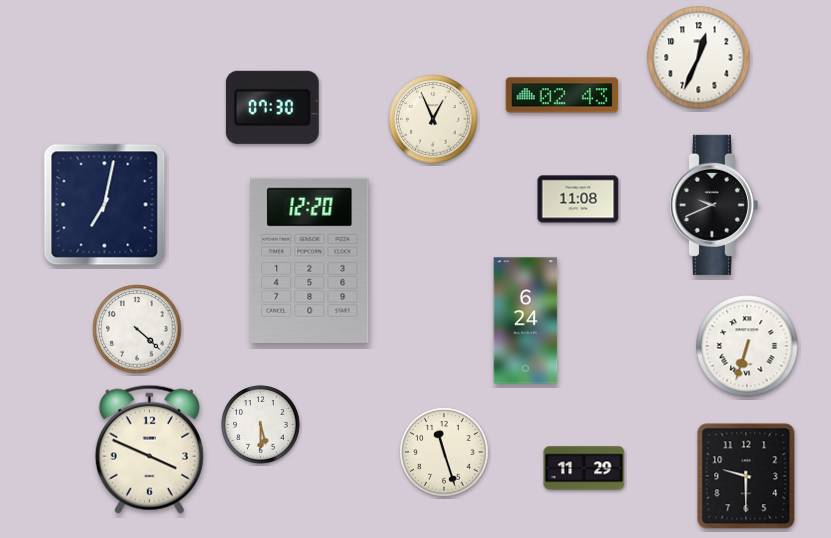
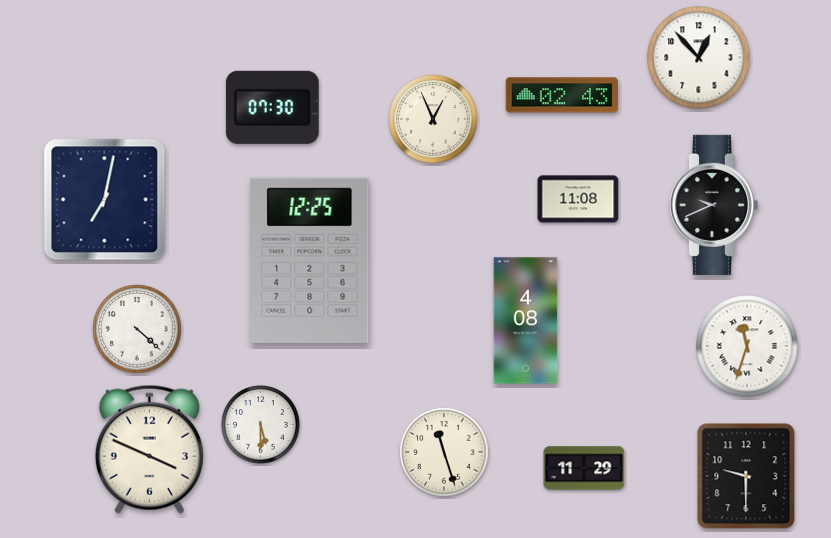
clock at (699, 58): 12:34 -> 12:53
clock at (105, 205) position: (105, 205) -> (105, 200)
clock at (310, 260): 12:20 -> 12:25
clock at (526, 321): 6:24 -> 4:08
clock at (747, 346): 6:33 -> 11:33
